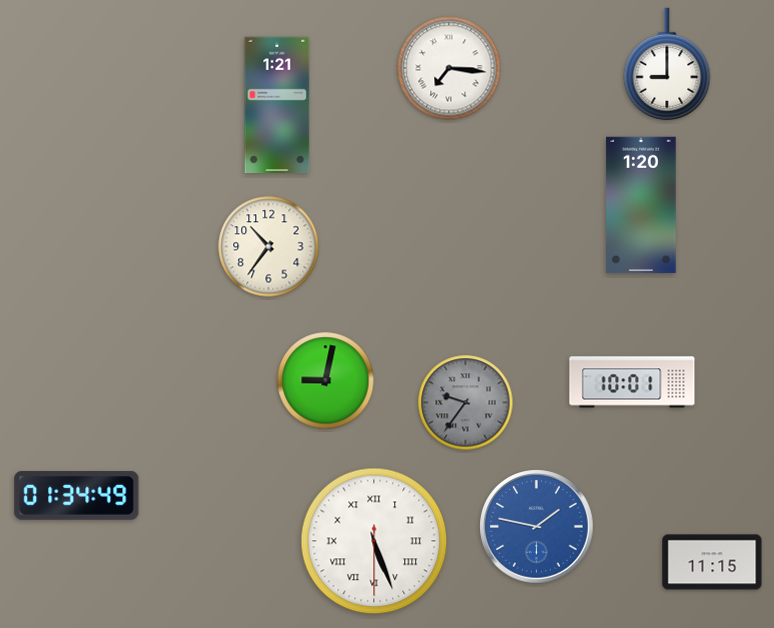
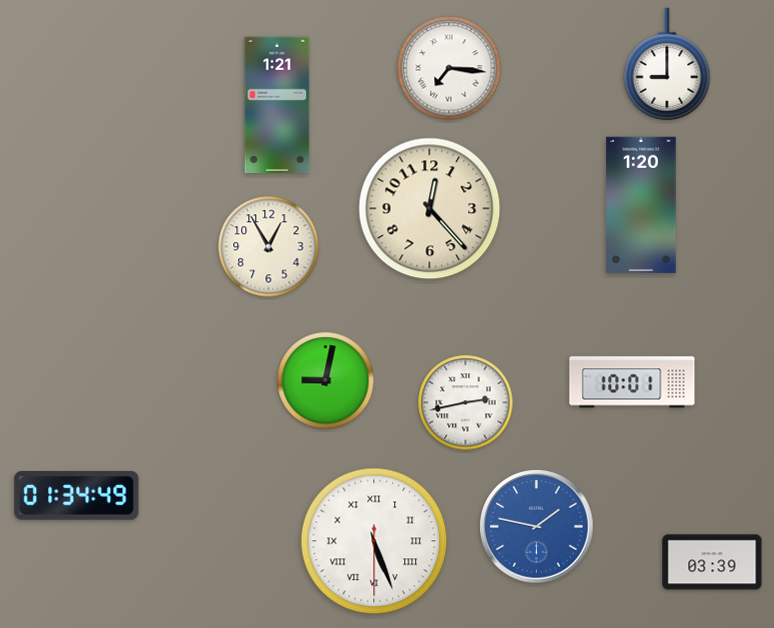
clock at (430, 209): none -> 12:23
clock at (269, 247): 10:36 -> 12:55
clock at (466, 403): 9:36 -> 2:43
clock at (466, 403) dial: grey -> white
clock at (712, 562): 11:15 -> 03:39
